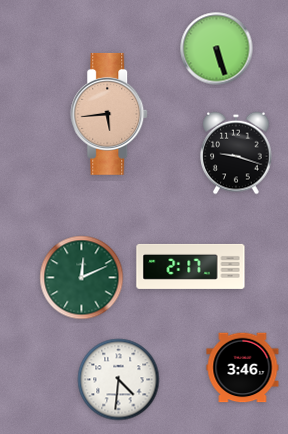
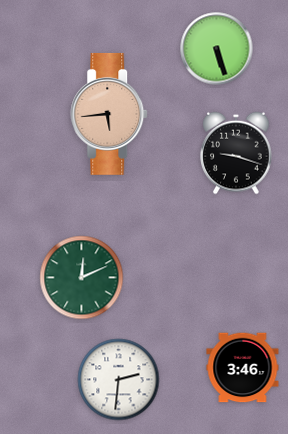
clock at (191, 266): 2:17 -> none
clock at (119, 380): 4:31 -> 2:31
